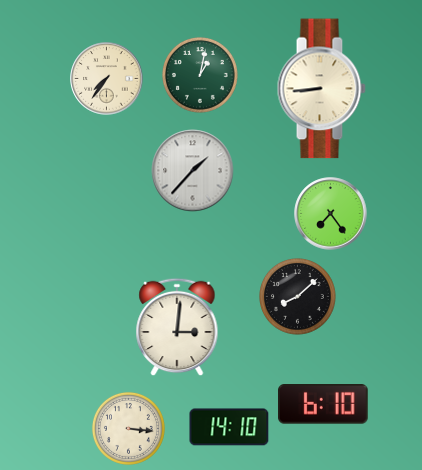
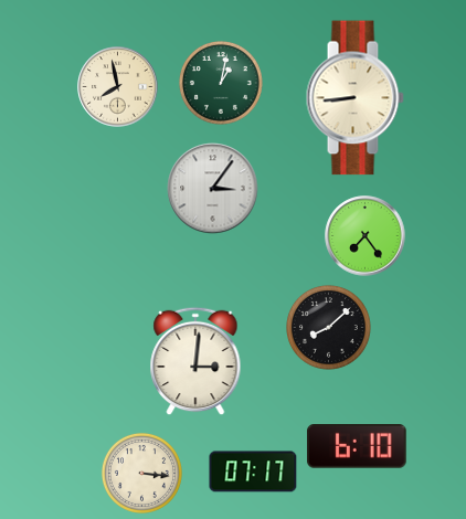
clock at (107, 79): 7:36 -> 7:58
clock at (193, 171): 1:37 -> 3:06
clock at (229, 427): 14:10 -> 07:17
